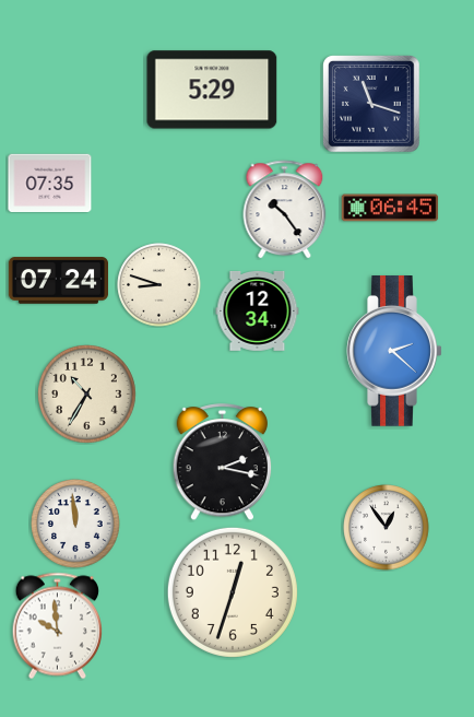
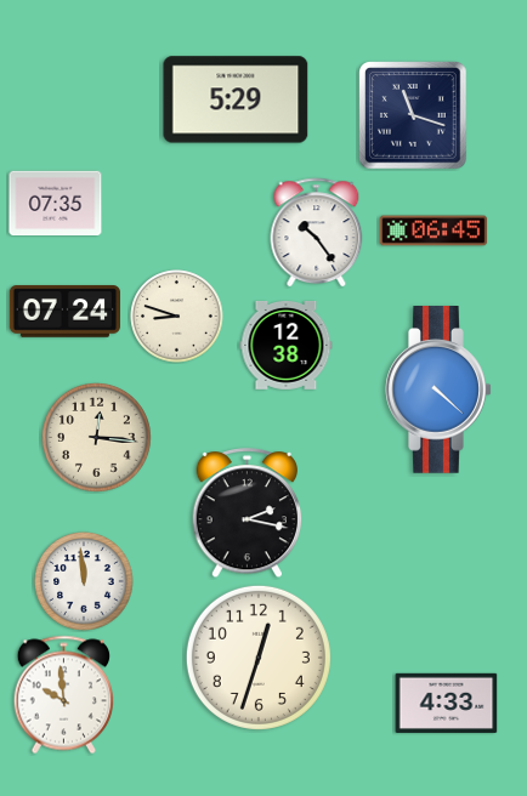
clock at (258, 310): 12:34 -> 12:38
clock at (394, 352): 2:22 -> 4:22
clock at (87, 395): 10:35 -> 12:16
clock at (387, 528): 12:54 -> none
clock at (447, 703): none -> 4:33
